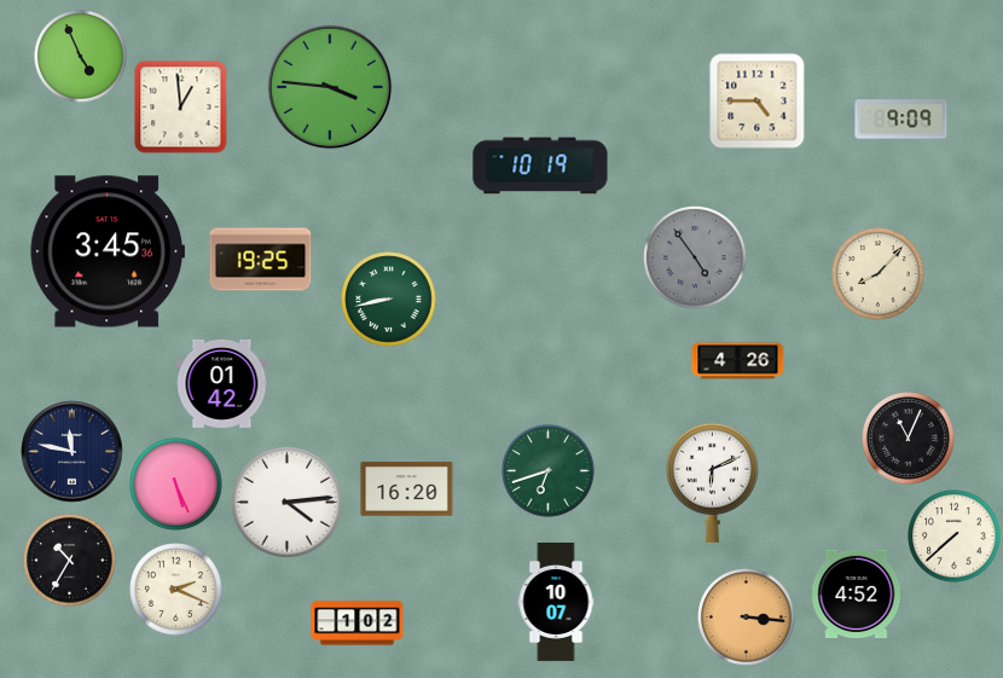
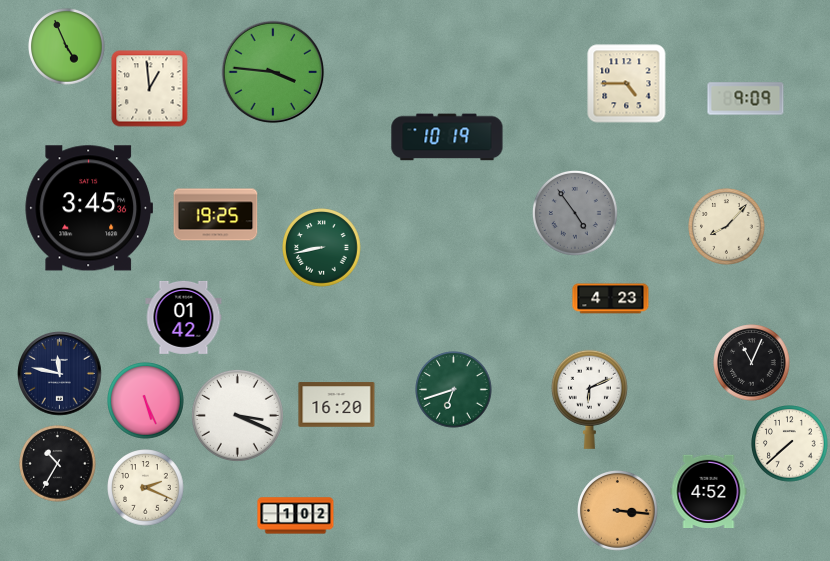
clock at (738, 361): 4:26 -> 4:23
clock at (286, 502): 4:14 -> 3:19
clock at (556, 602): 10:07 -> none
